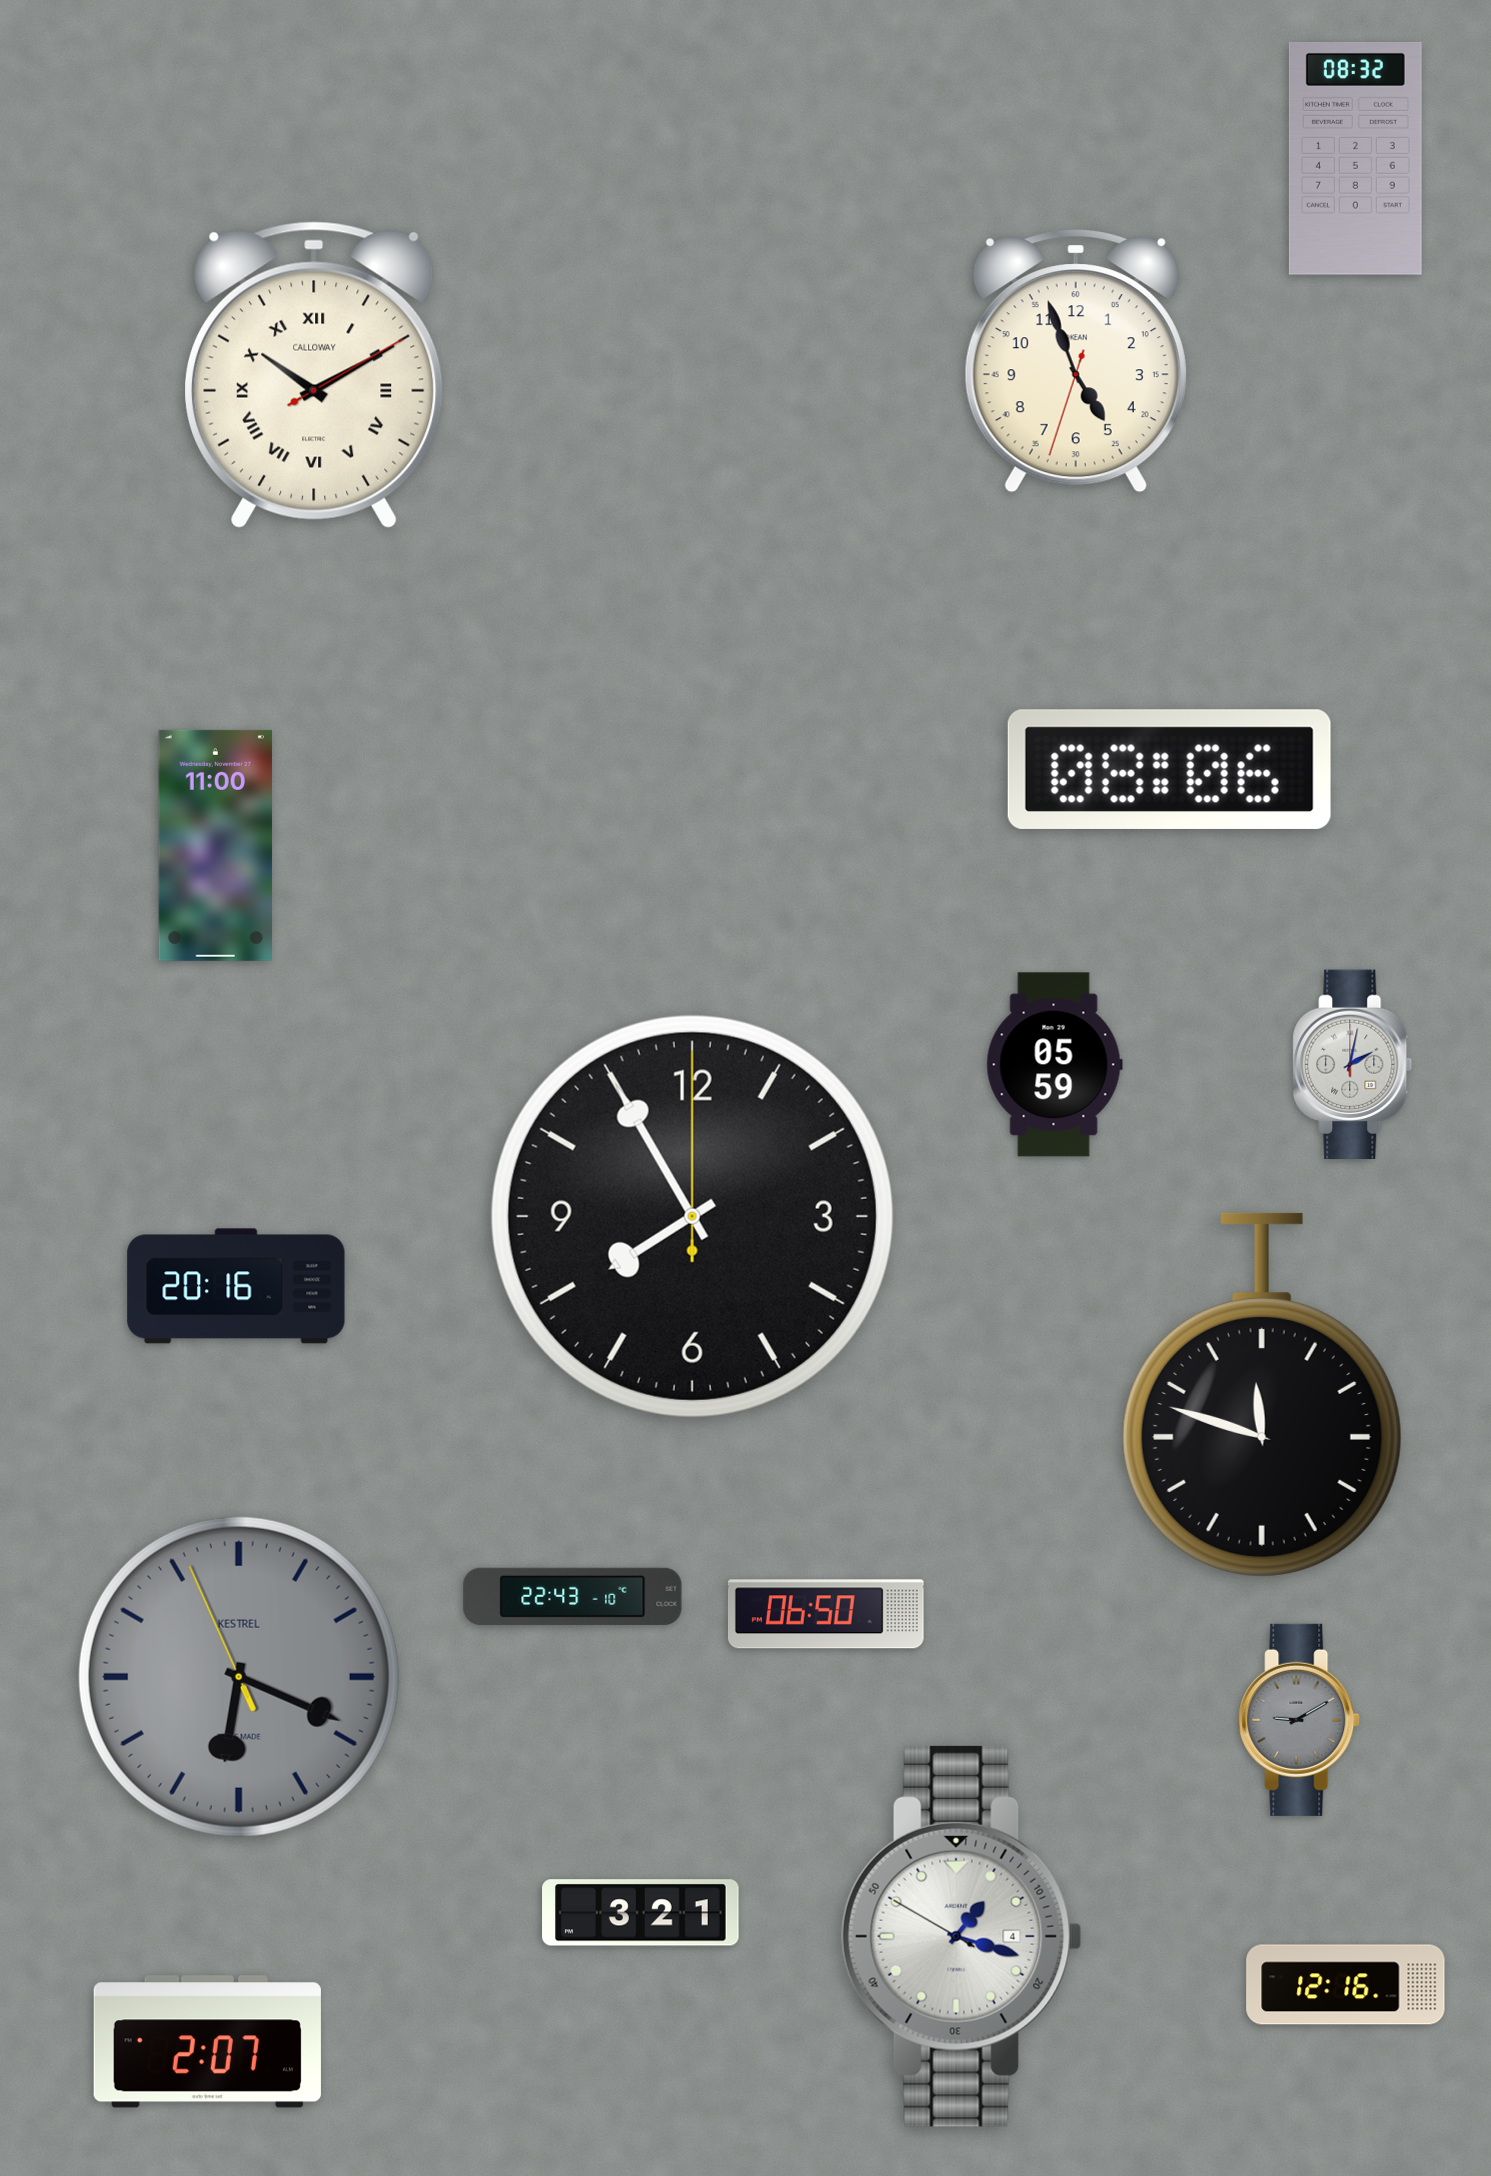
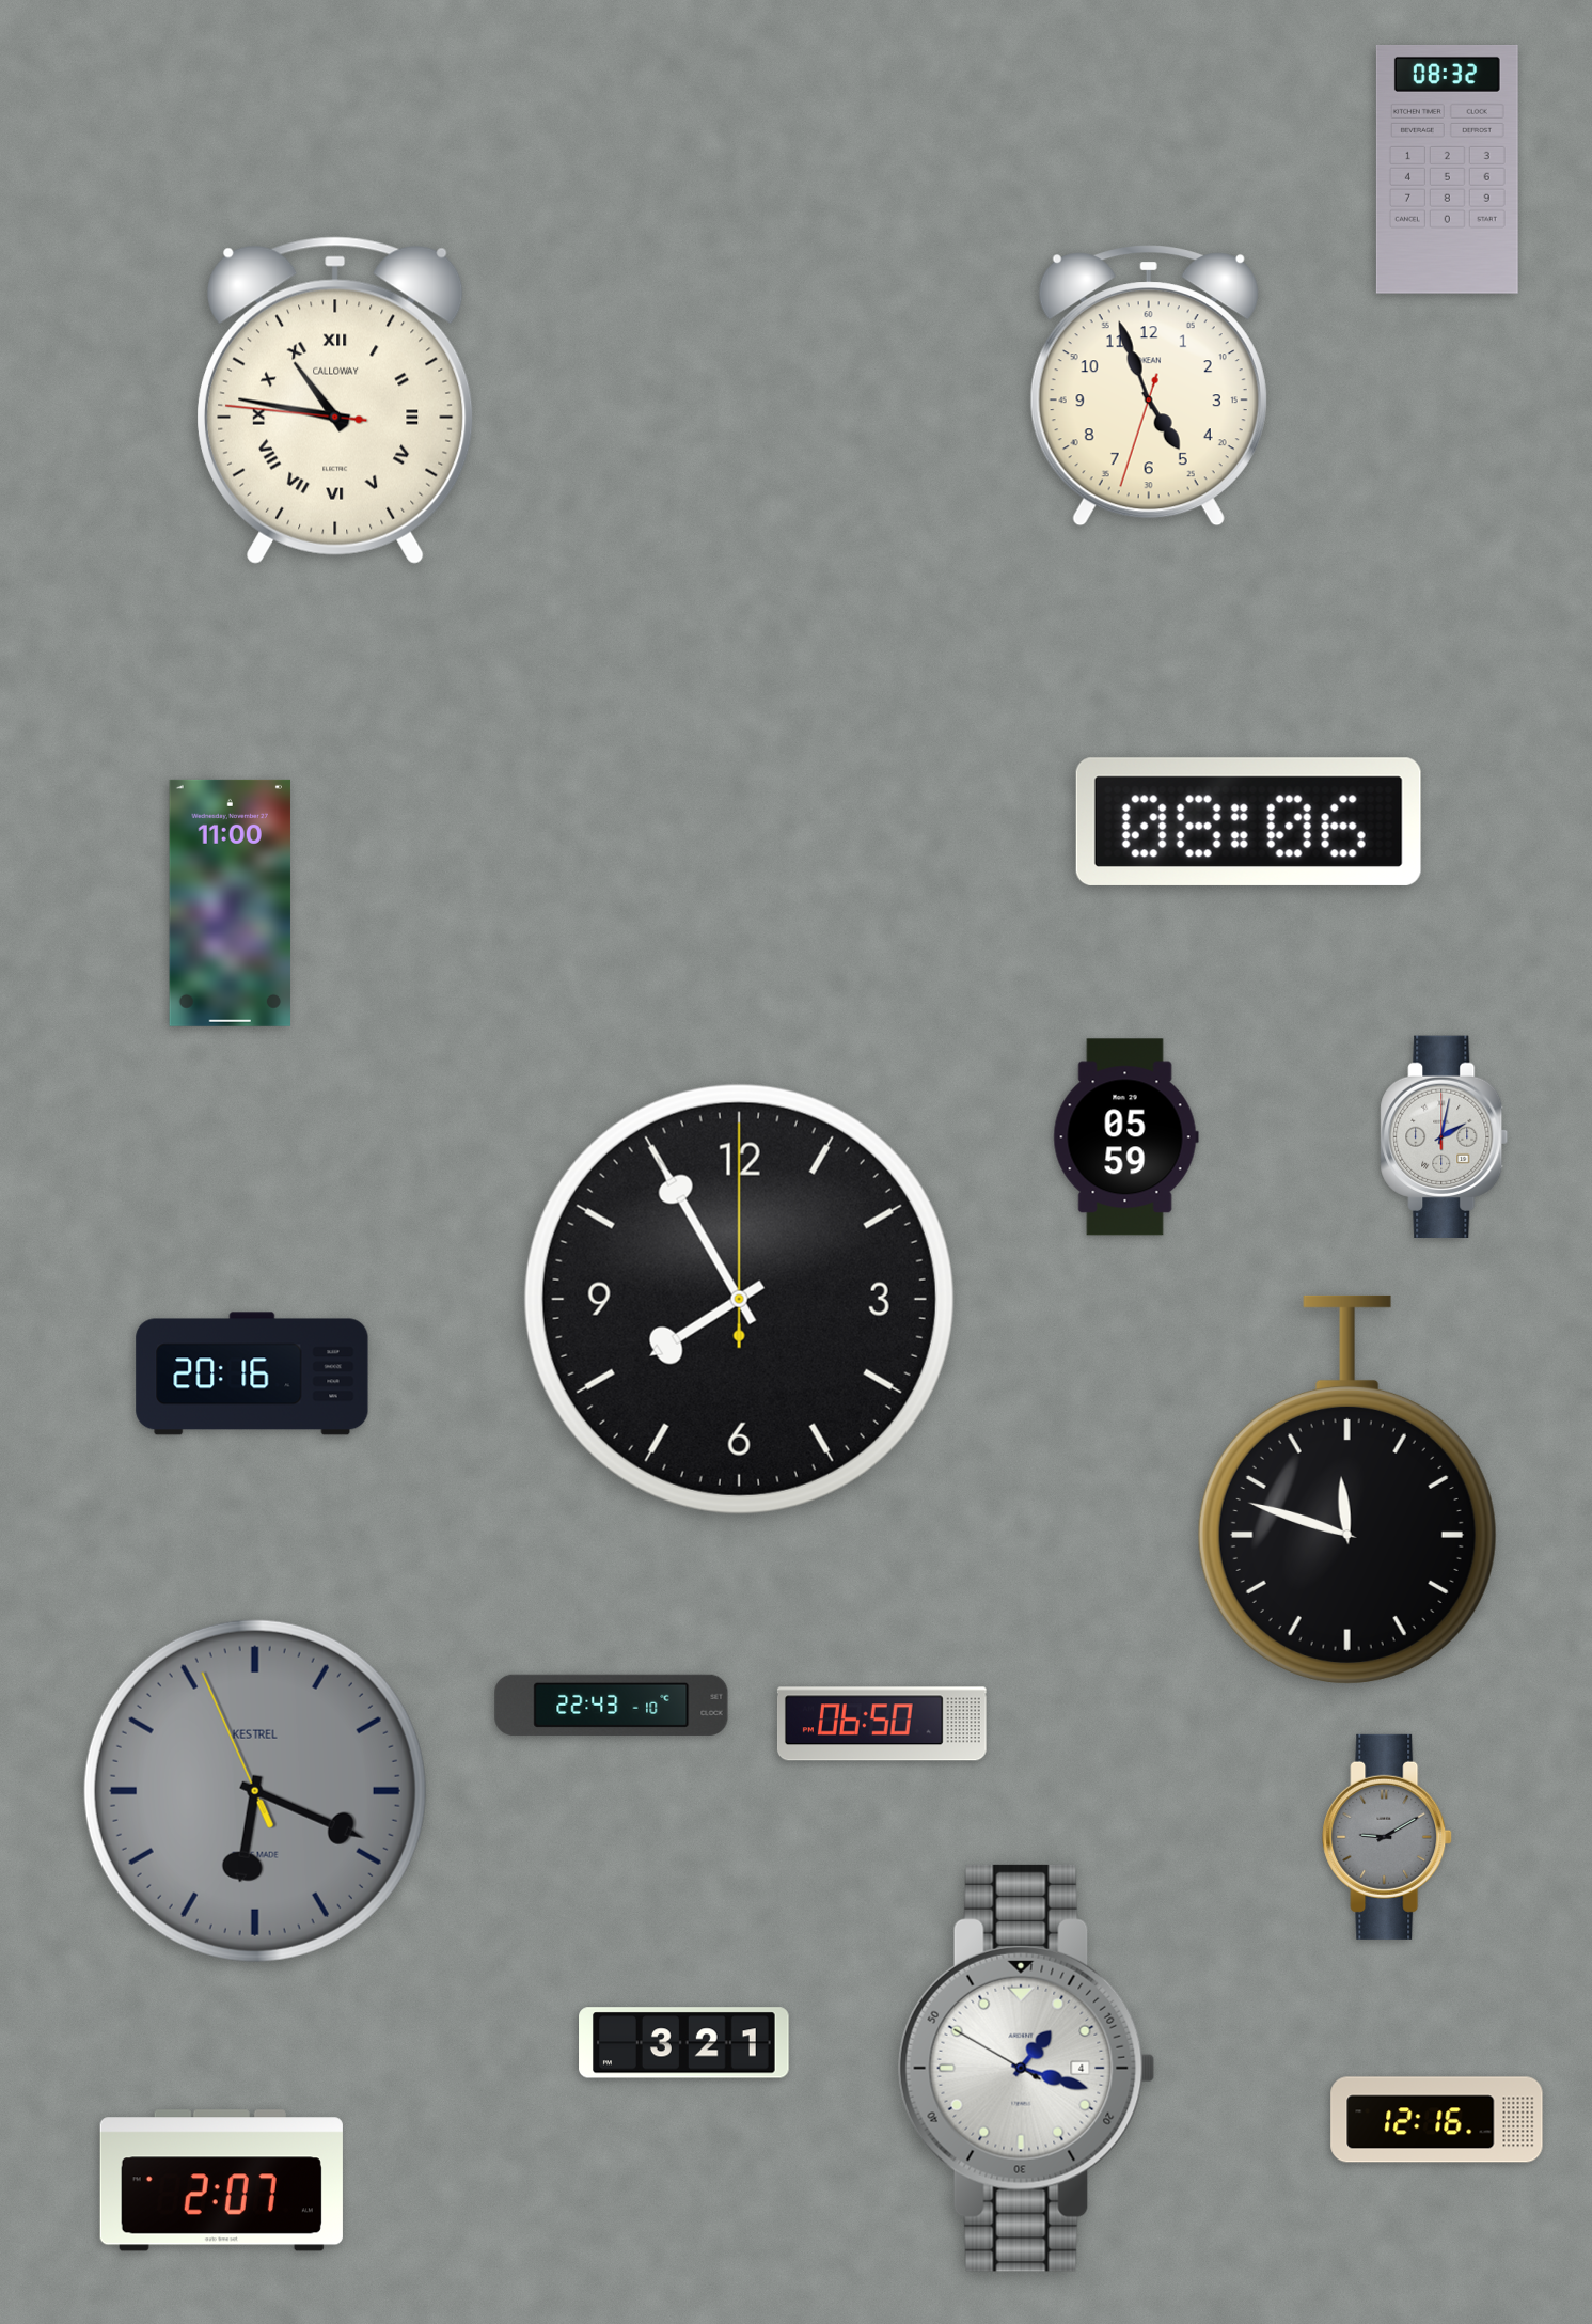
clock at (315, 375): 10:10 -> 10:46
